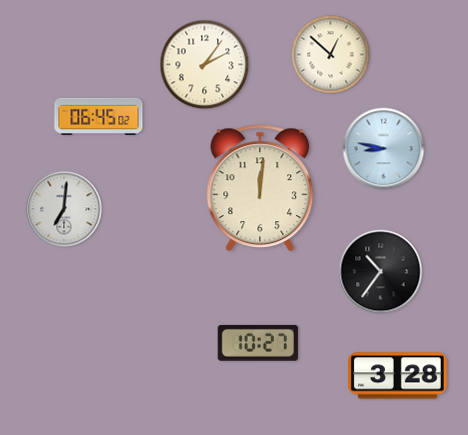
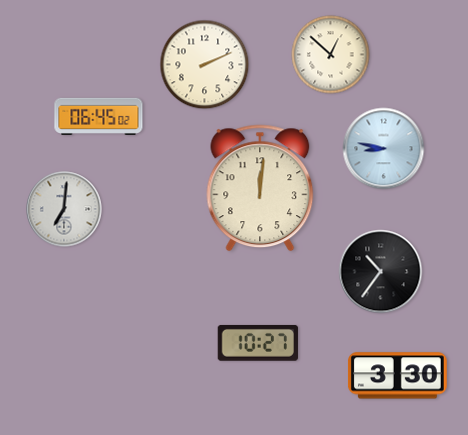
clock at (205, 65): 2:06 -> 2:11
clock at (397, 376): 3:28 -> 3:30
